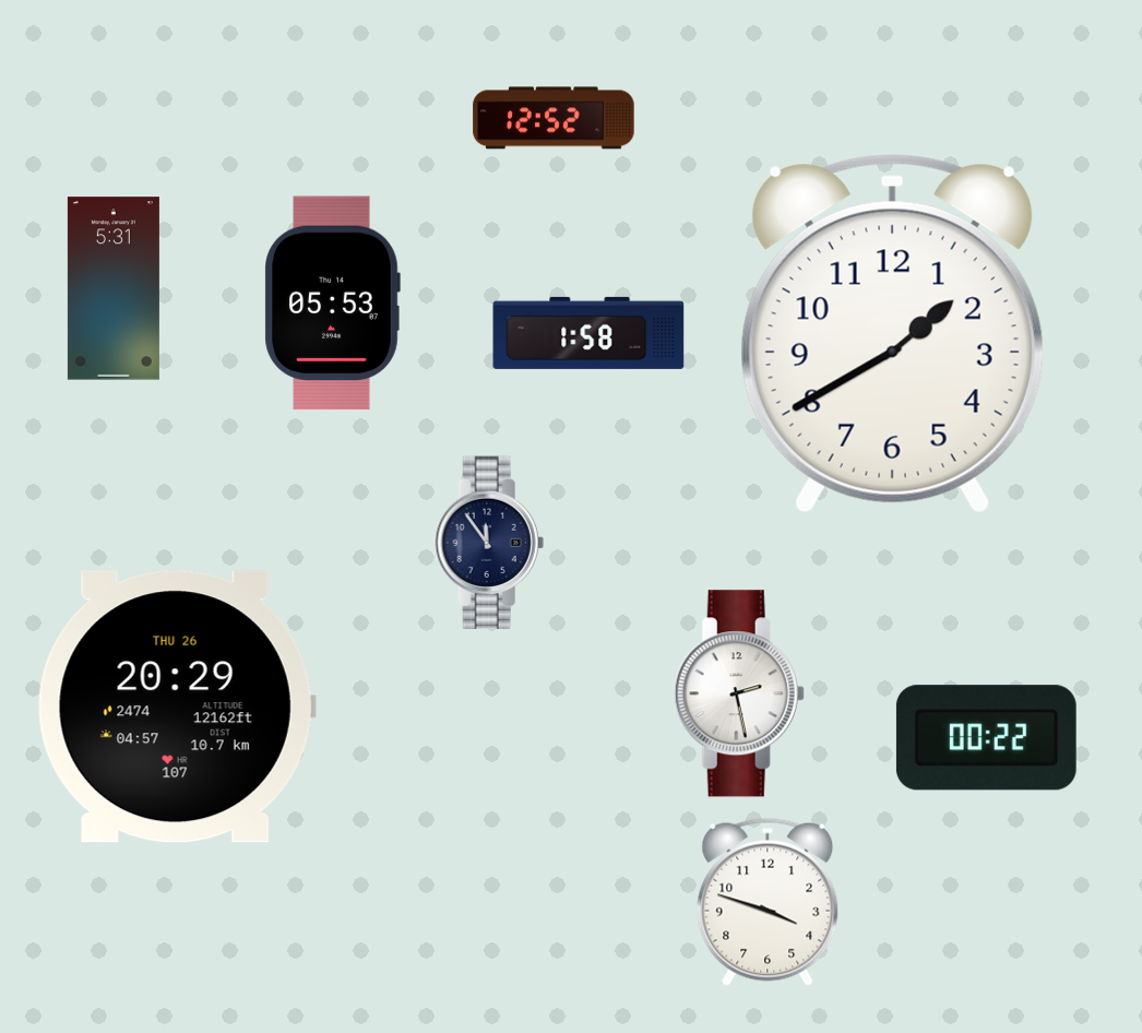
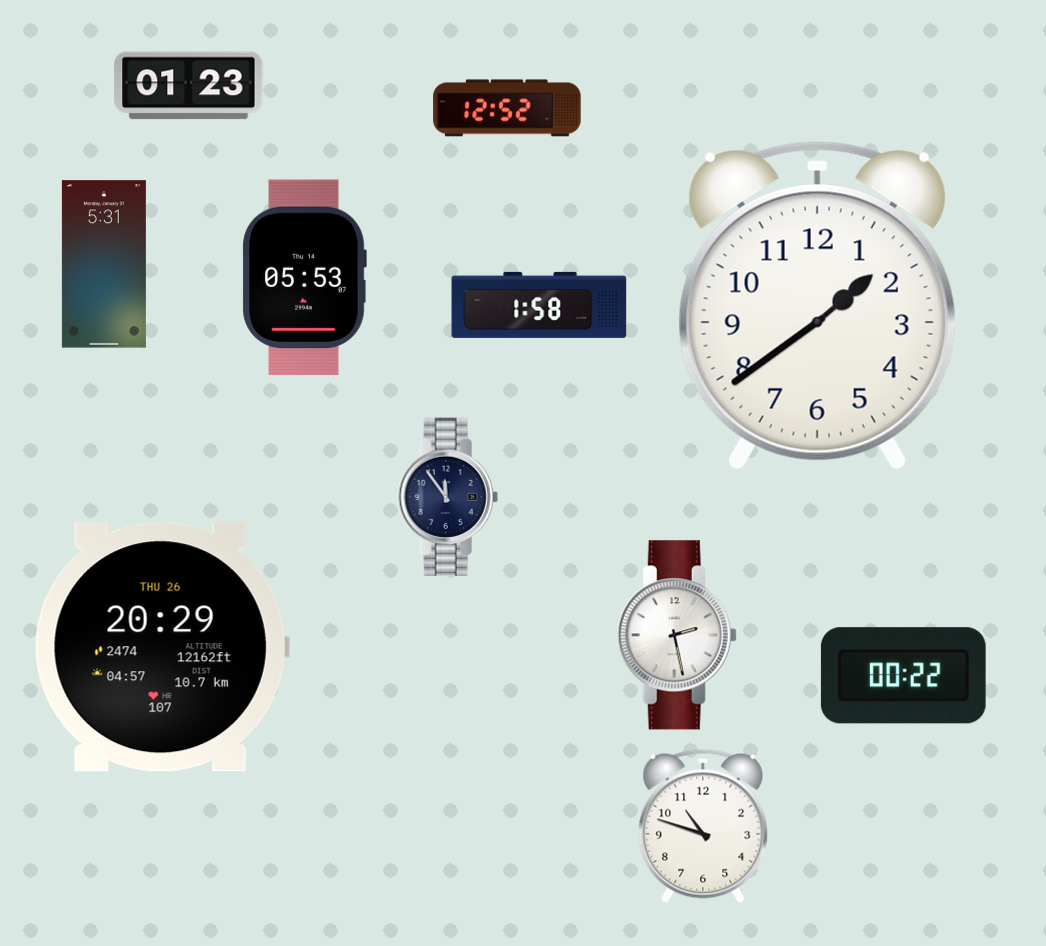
clock at (189, 86): none -> 01:23
clock at (892, 333): 1:40 -> 1:39
clock at (768, 902): 3:48 -> 10:48
